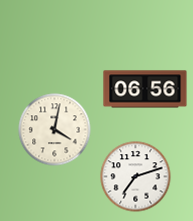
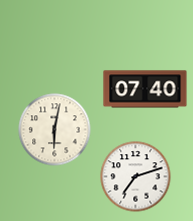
clock at (145, 89): 06:56 -> 07:40
clock at (55, 130): 4:02 -> 6:02
